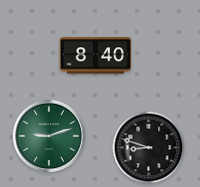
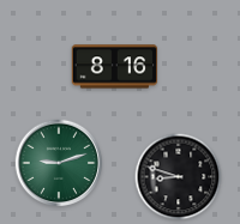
clock at (96, 56): 8:40 -> 8:16
